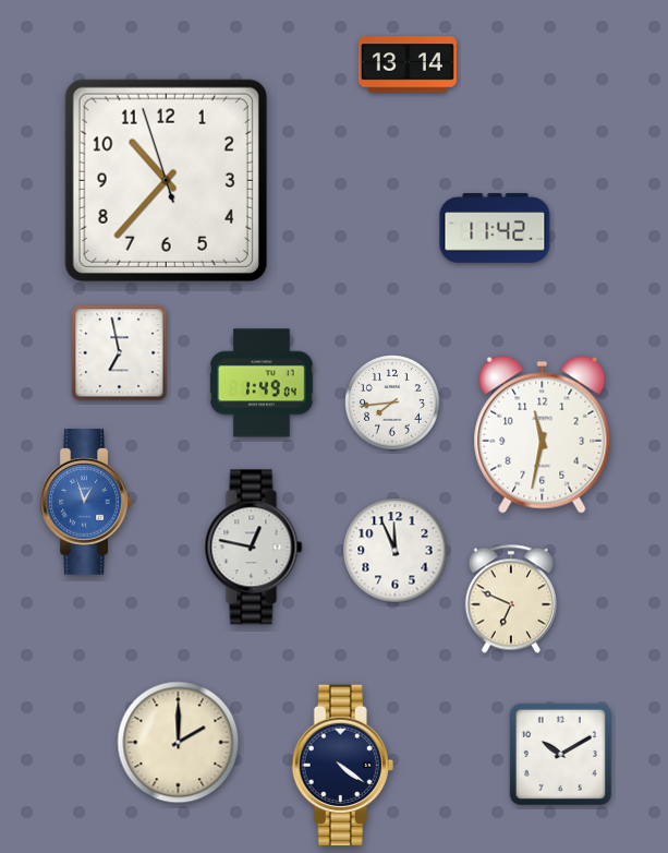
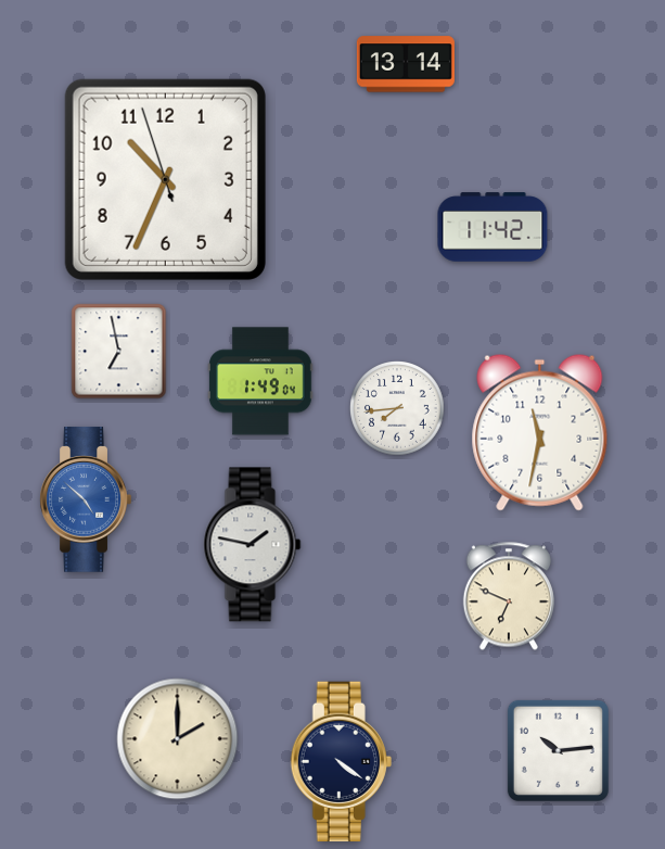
clock at (166, 180): 10:36 -> 10:33
clock at (393, 404) position: (393, 404) -> (398, 409)
clock at (86, 502): 12:57 -> 4:52
clock at (254, 548): 12:47 -> 1:47
clock at (396, 551): 11:56 -> none
clock at (560, 754): 10:10 -> 10:14
